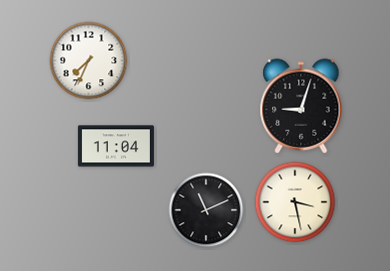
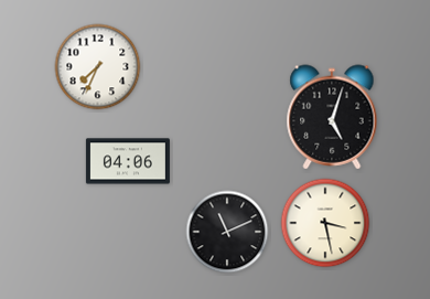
clock at (301, 106): 9:03 -> 5:03
clock at (116, 146): 11:04 -> 04:06
